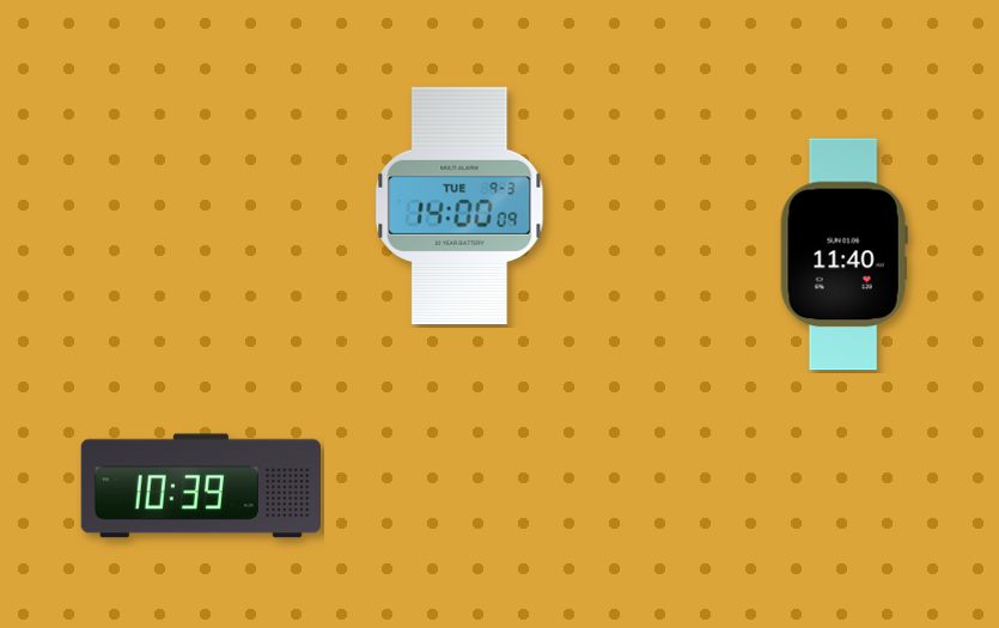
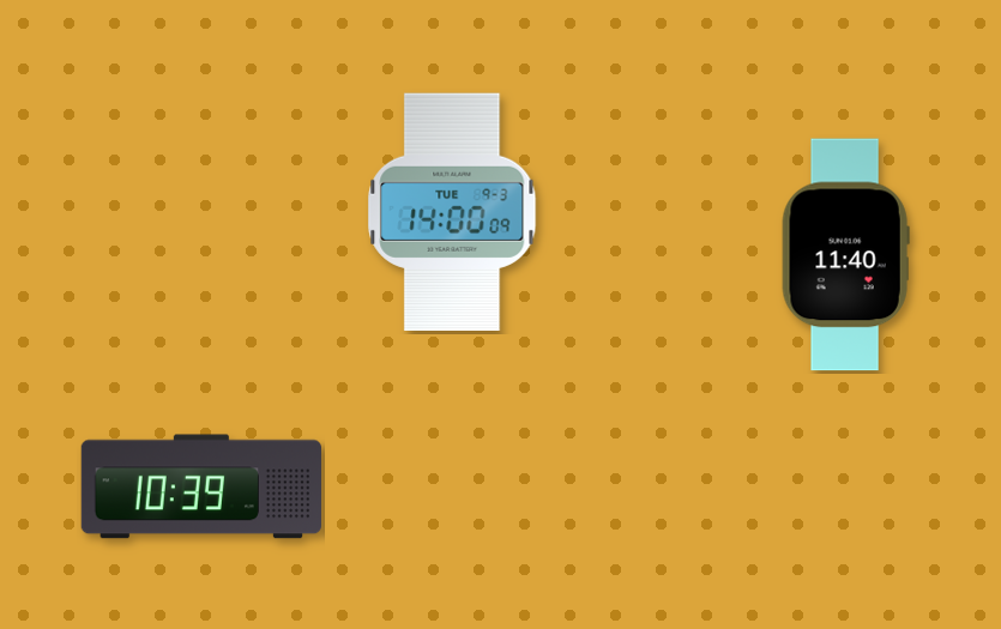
clock at (459, 205) position: (459, 205) -> (452, 211)
